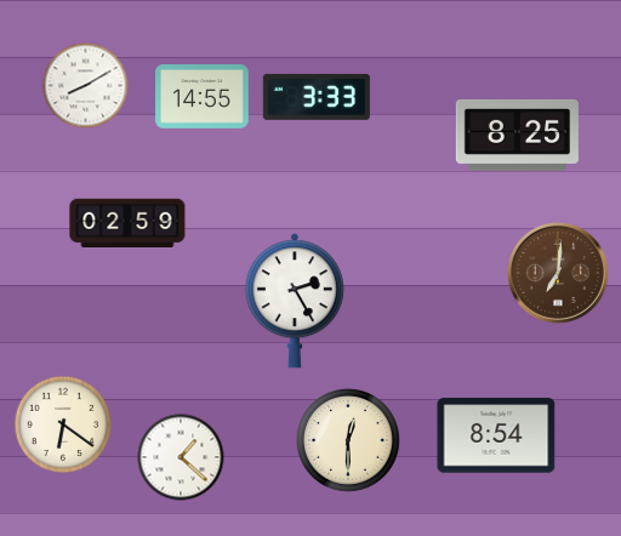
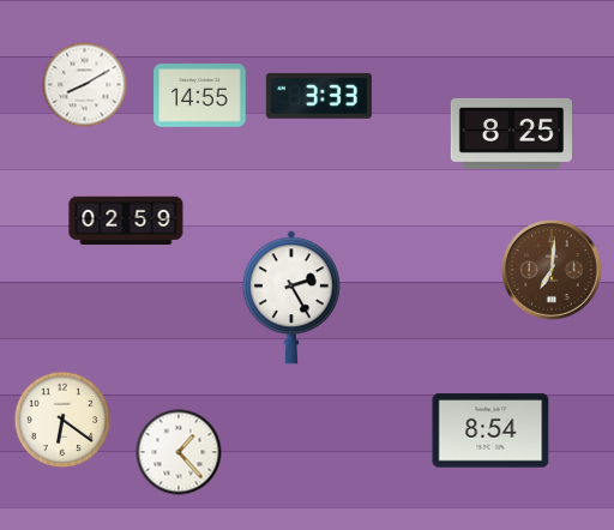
clock at (317, 97) position: (317, 97) -> (319, 96)
clock at (349, 441): 12:30 -> none
clock at (181, 457): 1:22 -> 1:23
